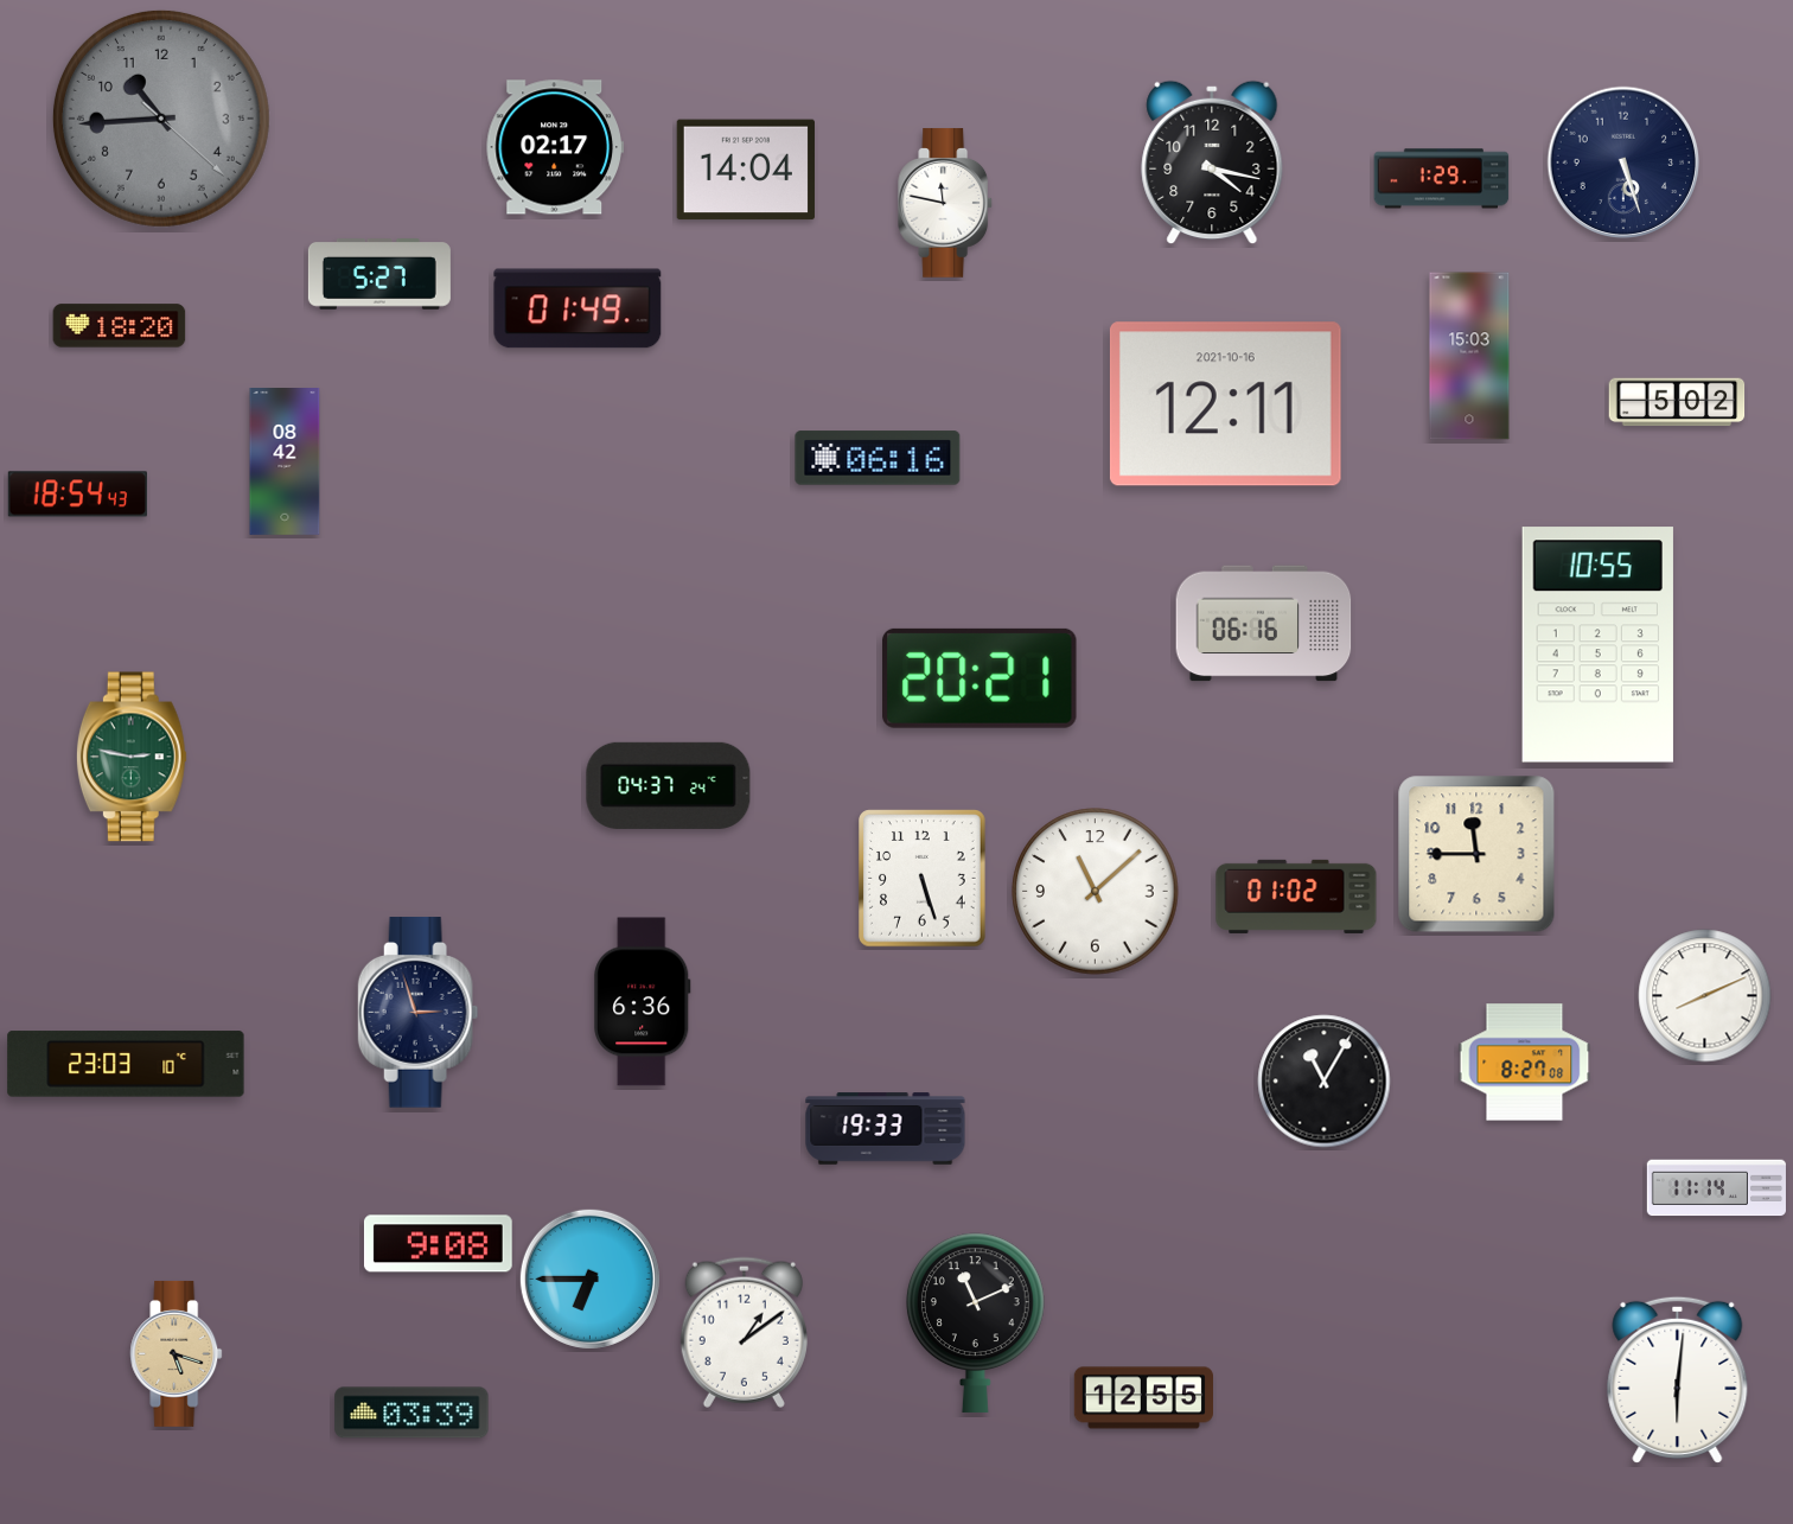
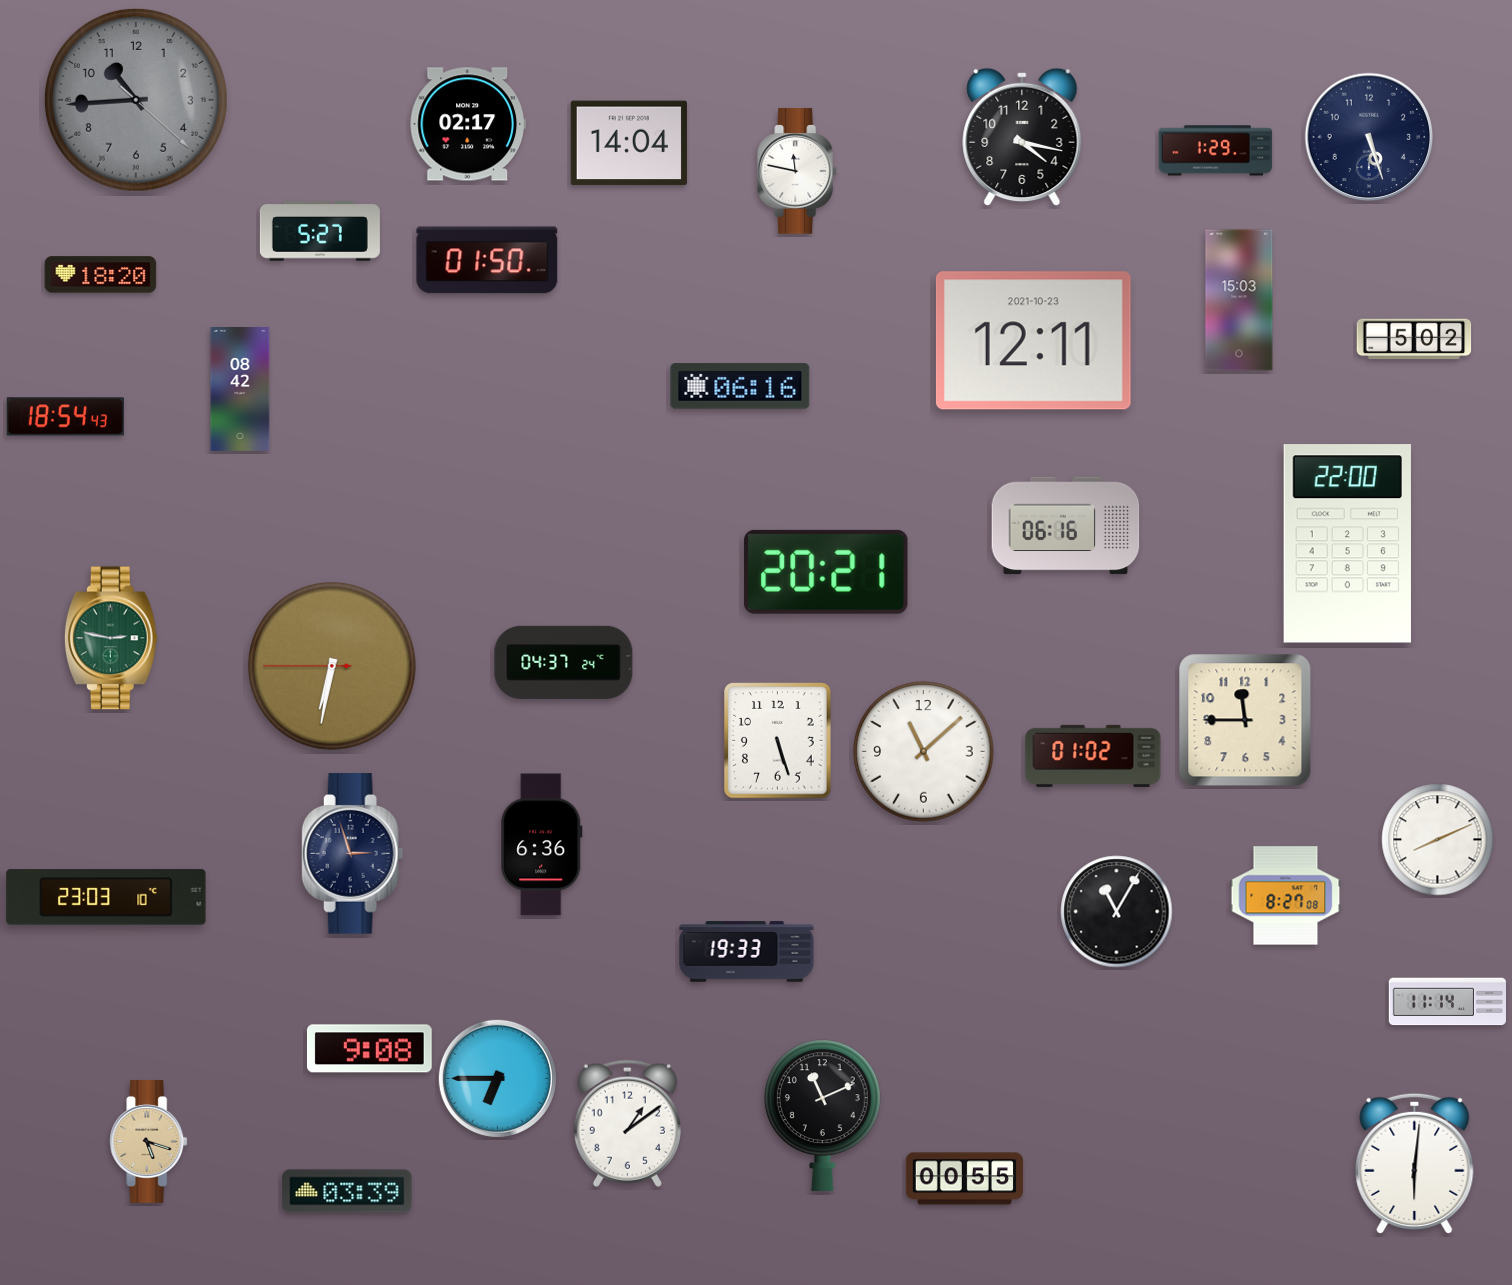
clock at (578, 308): 01:49 -> 01:50
clock at (1225, 404) date: 2021-10-16 -> 2021-10-23
clock at (1597, 645): 10:55 -> 22:00
clock at (332, 666): none -> 6:31
clock at (1143, 1398): 12:55 -> 00:55
